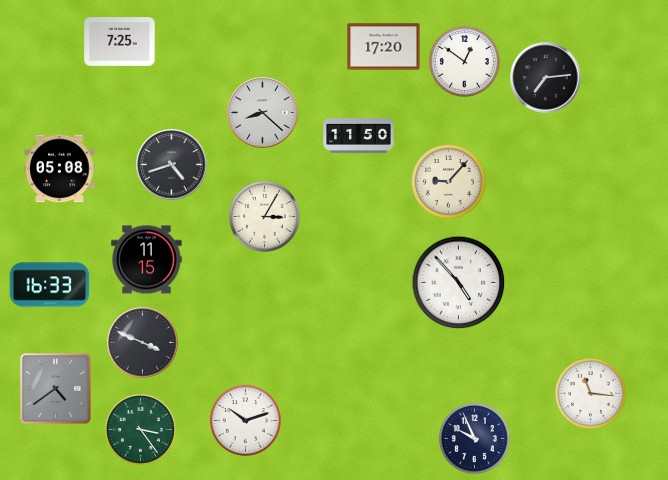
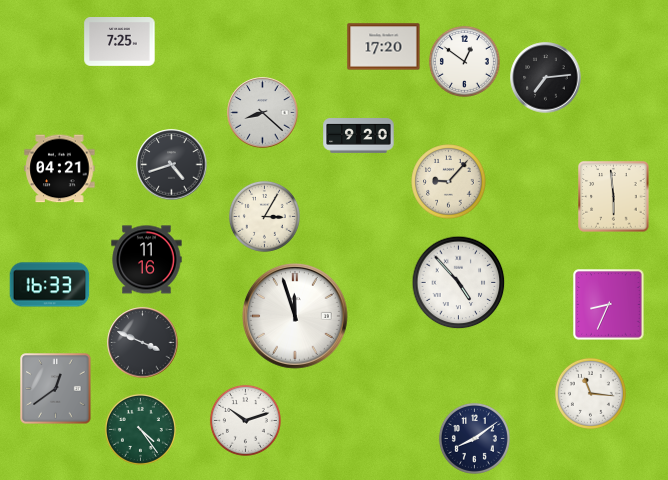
clock at (359, 136): 11:50 -> 9:20
clock at (60, 169): 05:08 -> 04:21
clock at (614, 197): none -> 5:59
clock at (147, 260): 11:15 -> 11:16
clock at (609, 305): none -> 8:34
clock at (295, 316): none -> 11:57
clock at (56, 389): 4:39 -> 12:39
clock at (140, 429): 3:24 -> 4:24
clock at (474, 438): 9:56 -> 8:09
